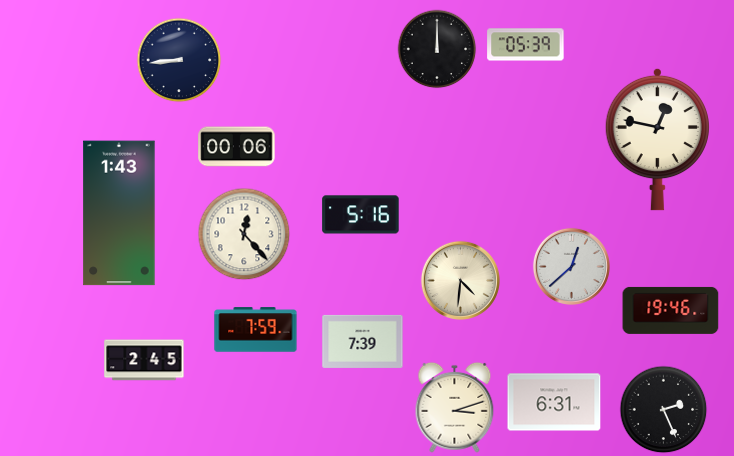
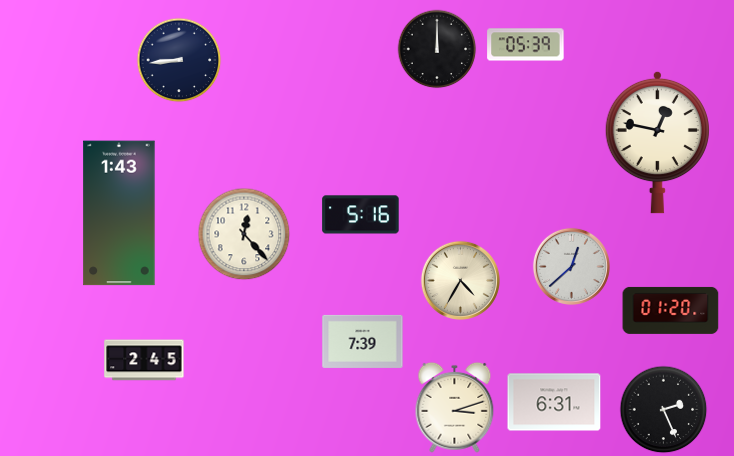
clock at (657, 139) position: (657, 139) -> (657, 142)
clock at (237, 147): 00:06 -> none
clock at (460, 280): 4:31 -> 4:35
clock at (671, 310): 19:46 -> 01:20
clock at (256, 330): 7:59 -> none
